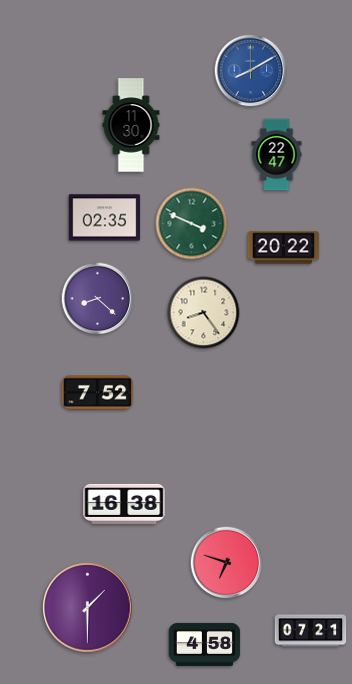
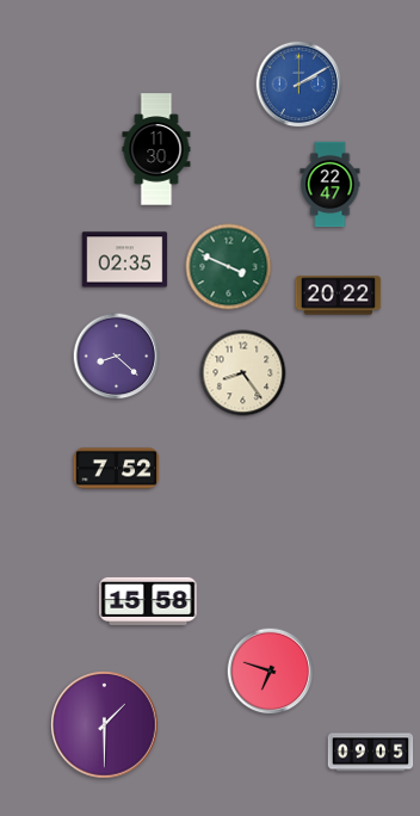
clock at (251, 71): 8:10 -> 2:10
clock at (124, 504): 16:38 -> 15:58
clock at (311, 631): 07:21 -> 09:05
clock at (205, 644): 4:58 -> none
